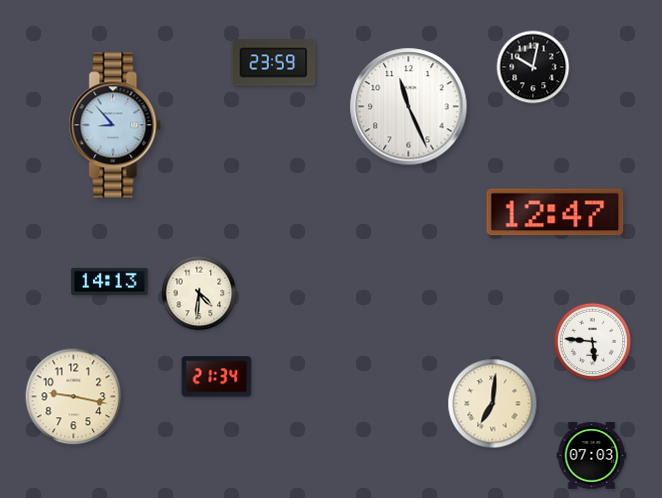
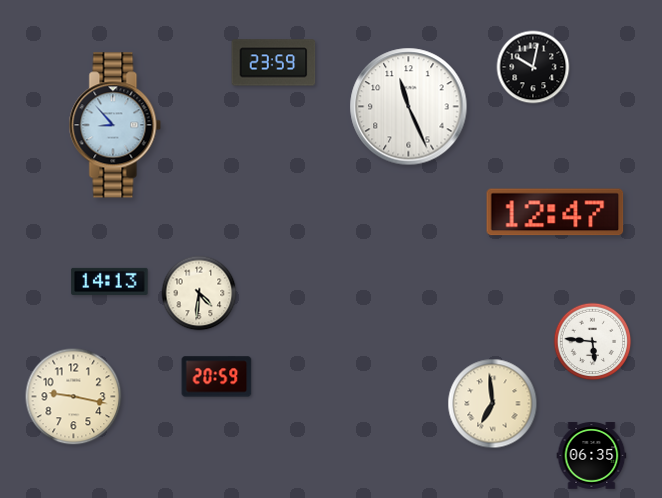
clock at (217, 377): 21:34 -> 20:59
clock at (493, 404): 7:01 -> 6:59
clock at (592, 456): 07:03 -> 06:35
